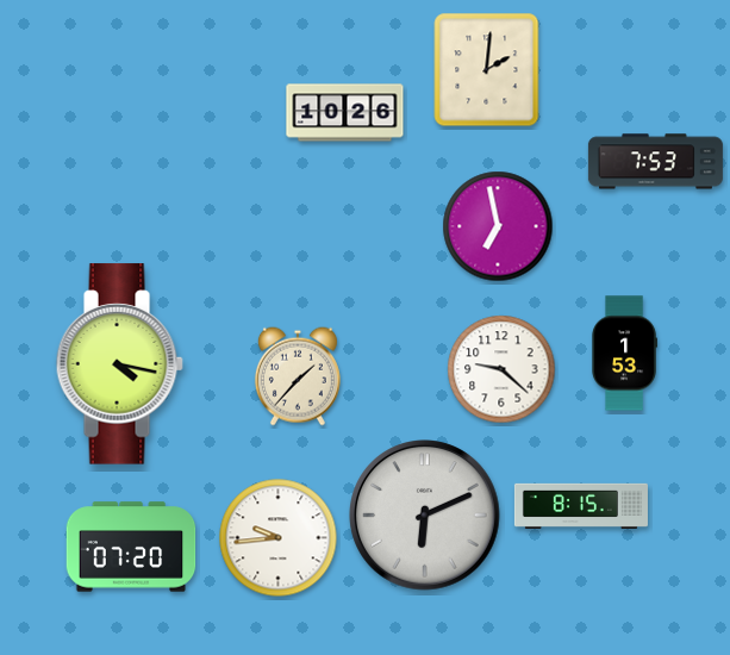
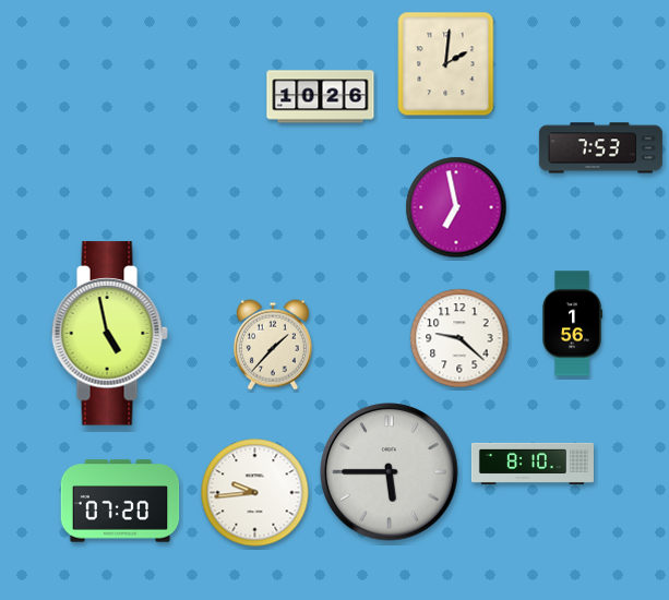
clock at (345, 113) position: (345, 113) -> (321, 97)
clock at (624, 354): 1:53 -> 1:56
clock at (119, 364): 4:17 -> 4:58
clock at (581, 506): 8:15 -> 8:10
clock at (425, 516): 6:11 -> 5:45
